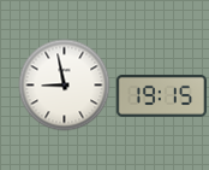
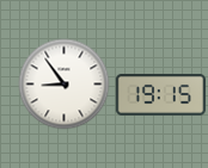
clock at (65, 86): 8:58 -> 8:54
